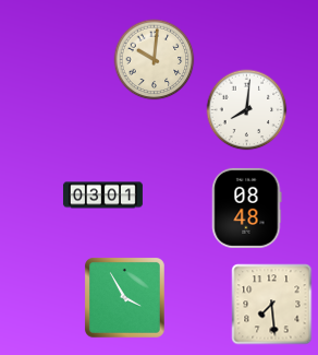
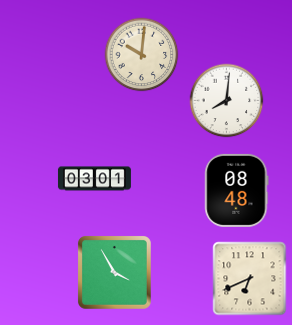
clock at (247, 208) position: (247, 208) -> (237, 190)
clock at (272, 305): 7:29 -> 6:41
